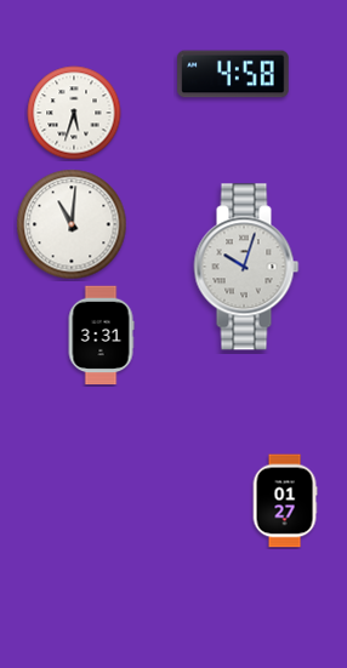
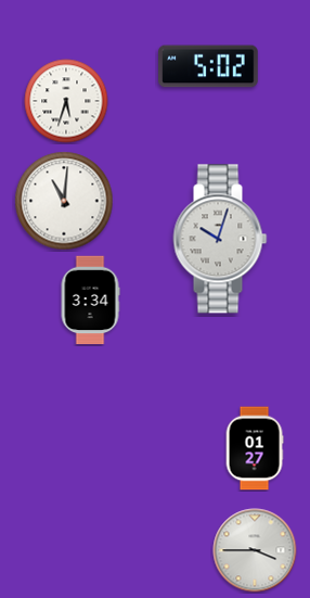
clock at (233, 74): 4:58 -> 5:02
clock at (101, 336): 3:31 -> 3:34
clock at (255, 550): none -> 3:45
